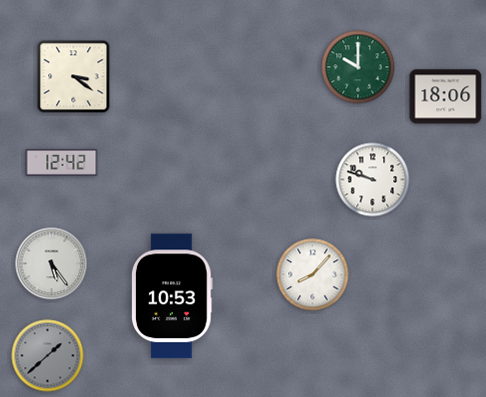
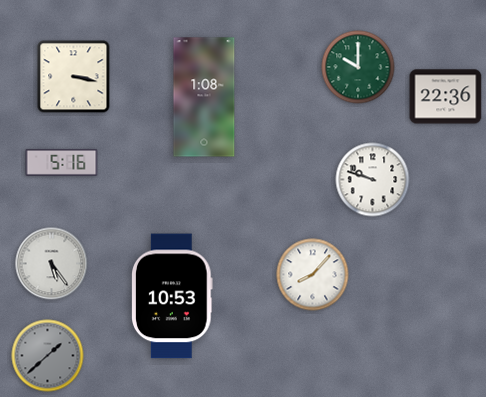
clock at (74, 77): 3:21 -> 3:17
clock at (204, 97): none -> 1:08
clock at (446, 97): 18:06 -> 22:36
clock at (62, 162): 12:42 -> 5:16
